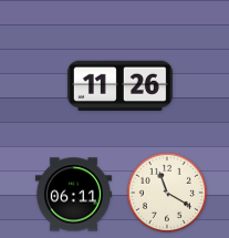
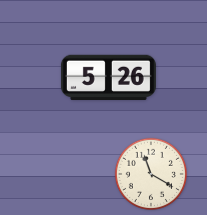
clock at (119, 86): 11:26 -> 5:26
clock at (73, 195): 06:11 -> none
